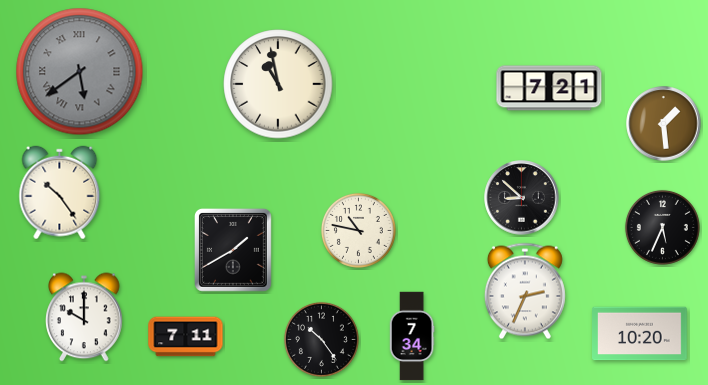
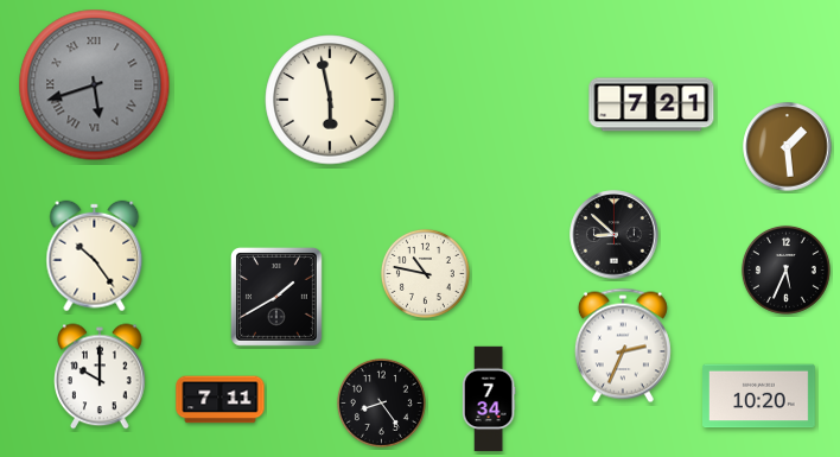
clock at (80, 72): 5:39 -> 5:42
clock at (278, 84): 10:58 -> 5:58
clock at (60, 193) position: (60, 193) -> (95, 256)
clock at (522, 198) position: (522, 198) -> (615, 235)
clock at (321, 339): 10:24 -> 8:24
